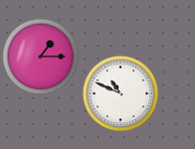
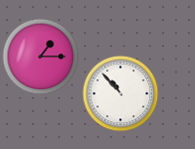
clock at (121, 94): 10:49 -> 10:53
